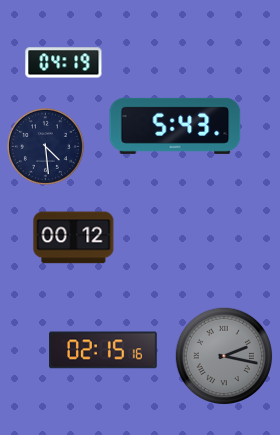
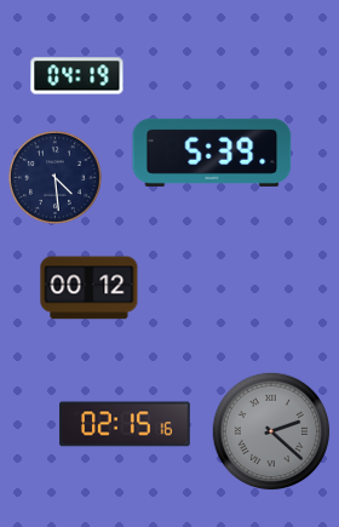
clock at (175, 126): 5:43 -> 5:39
clock at (224, 356): 2:17 -> 2:22
